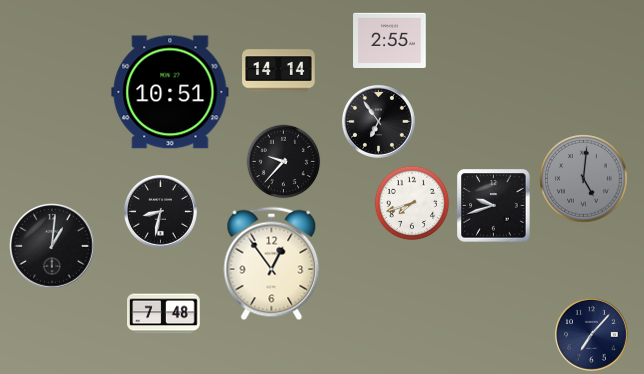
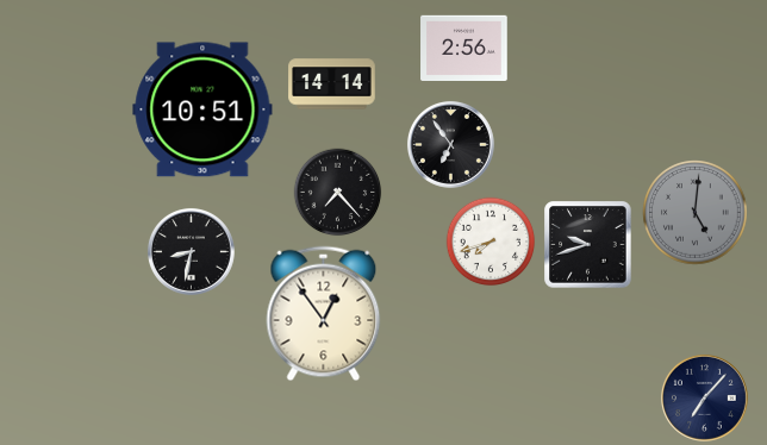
clock at (390, 40): 2:55 -> 2:56
clock at (284, 162): 9:37 -> 7:23
clock at (52, 246): 1:01 -> none
clock at (164, 314): 7:48 -> none
